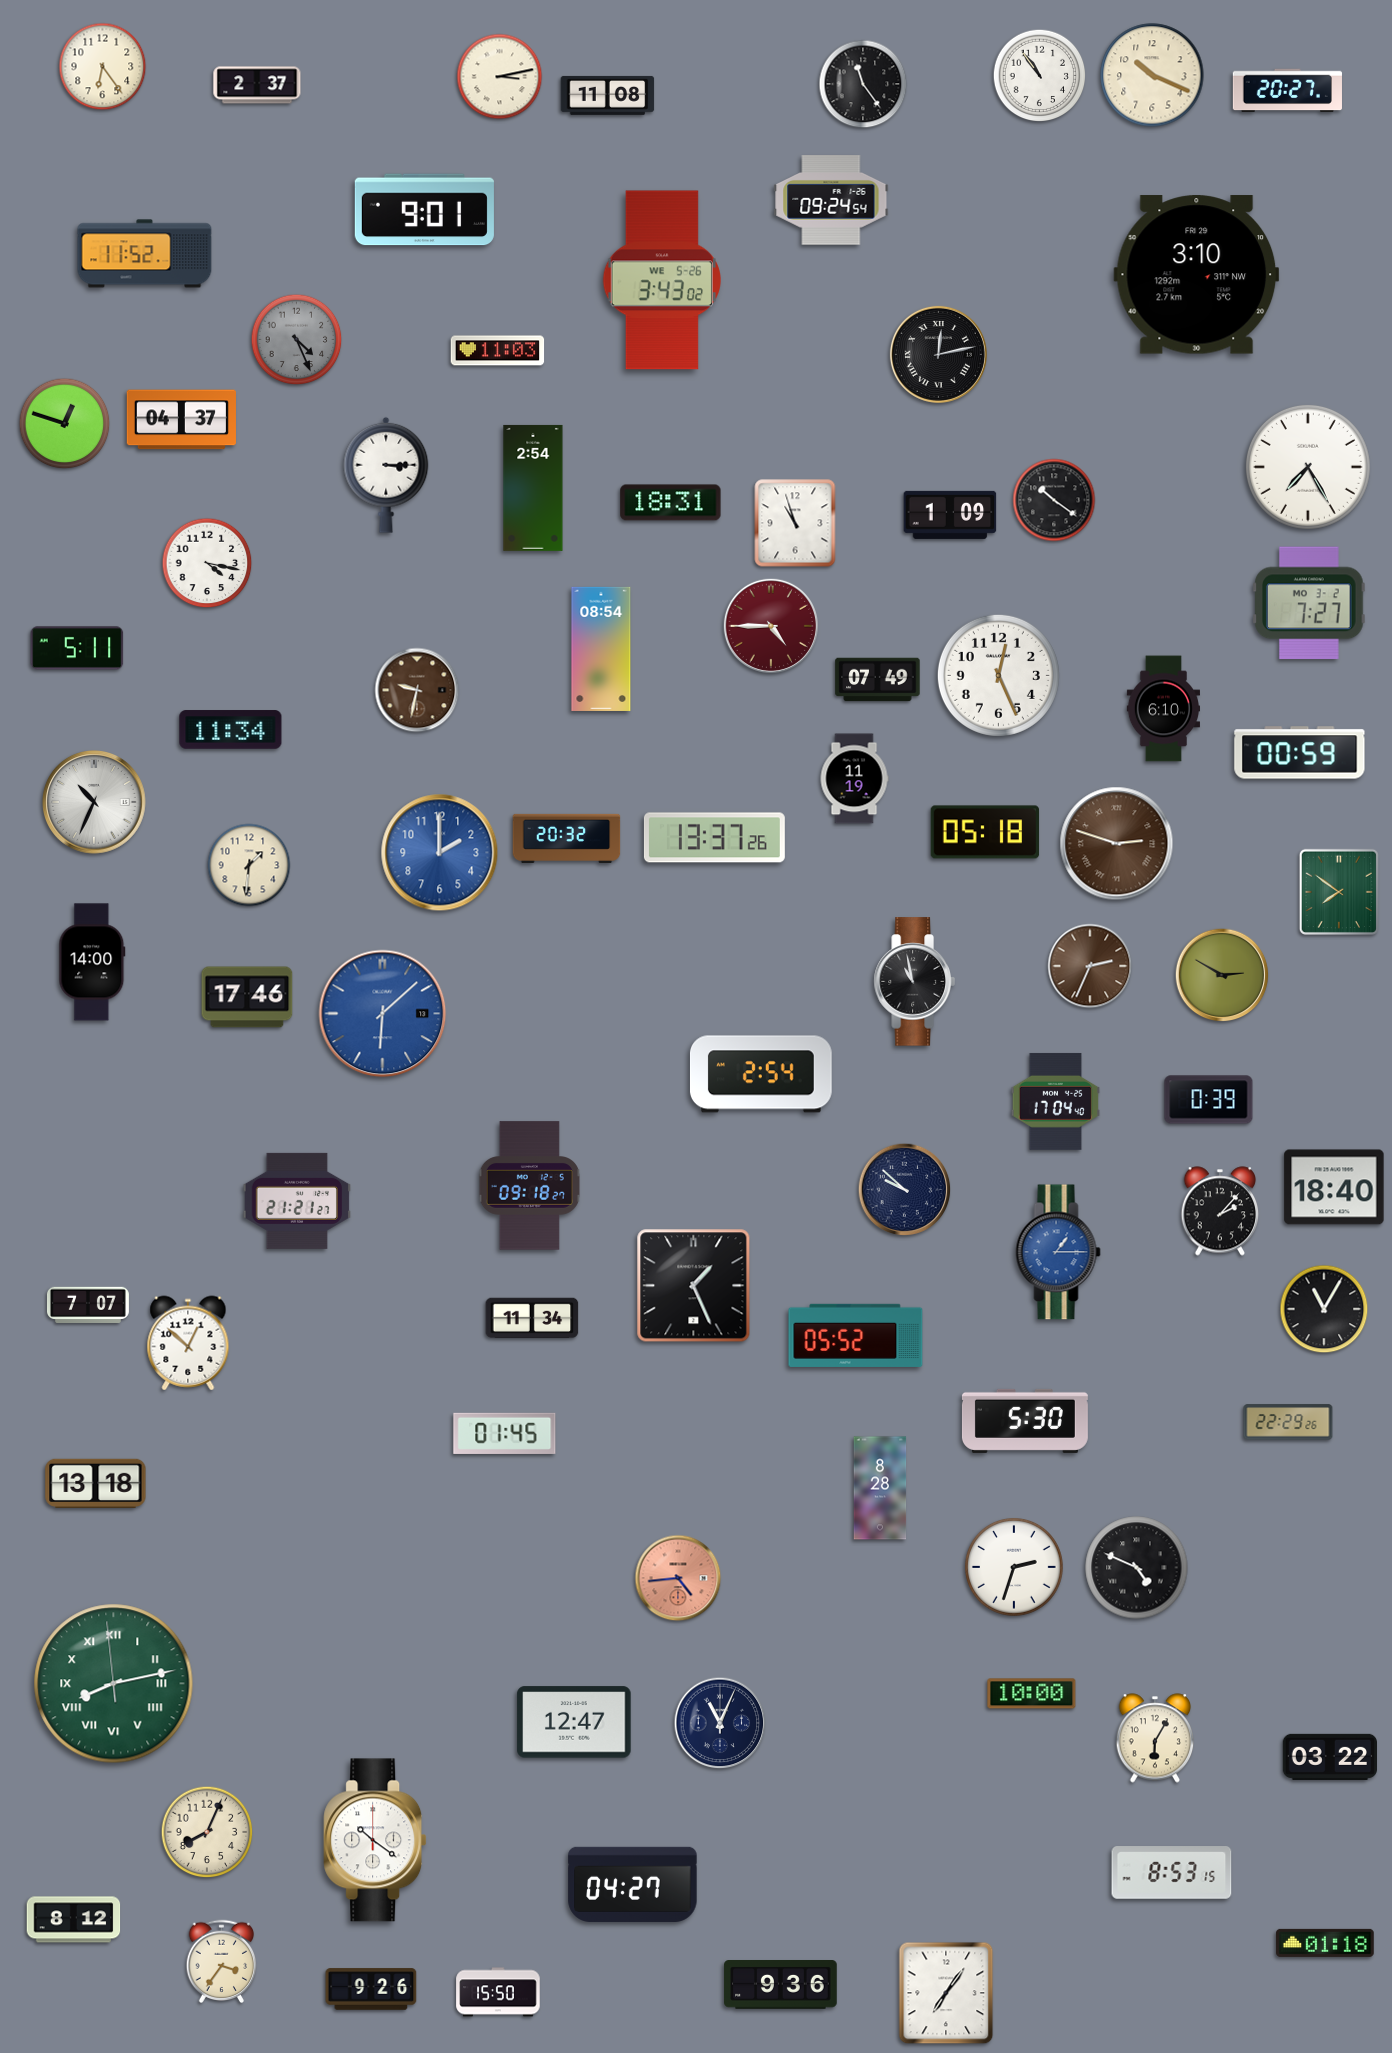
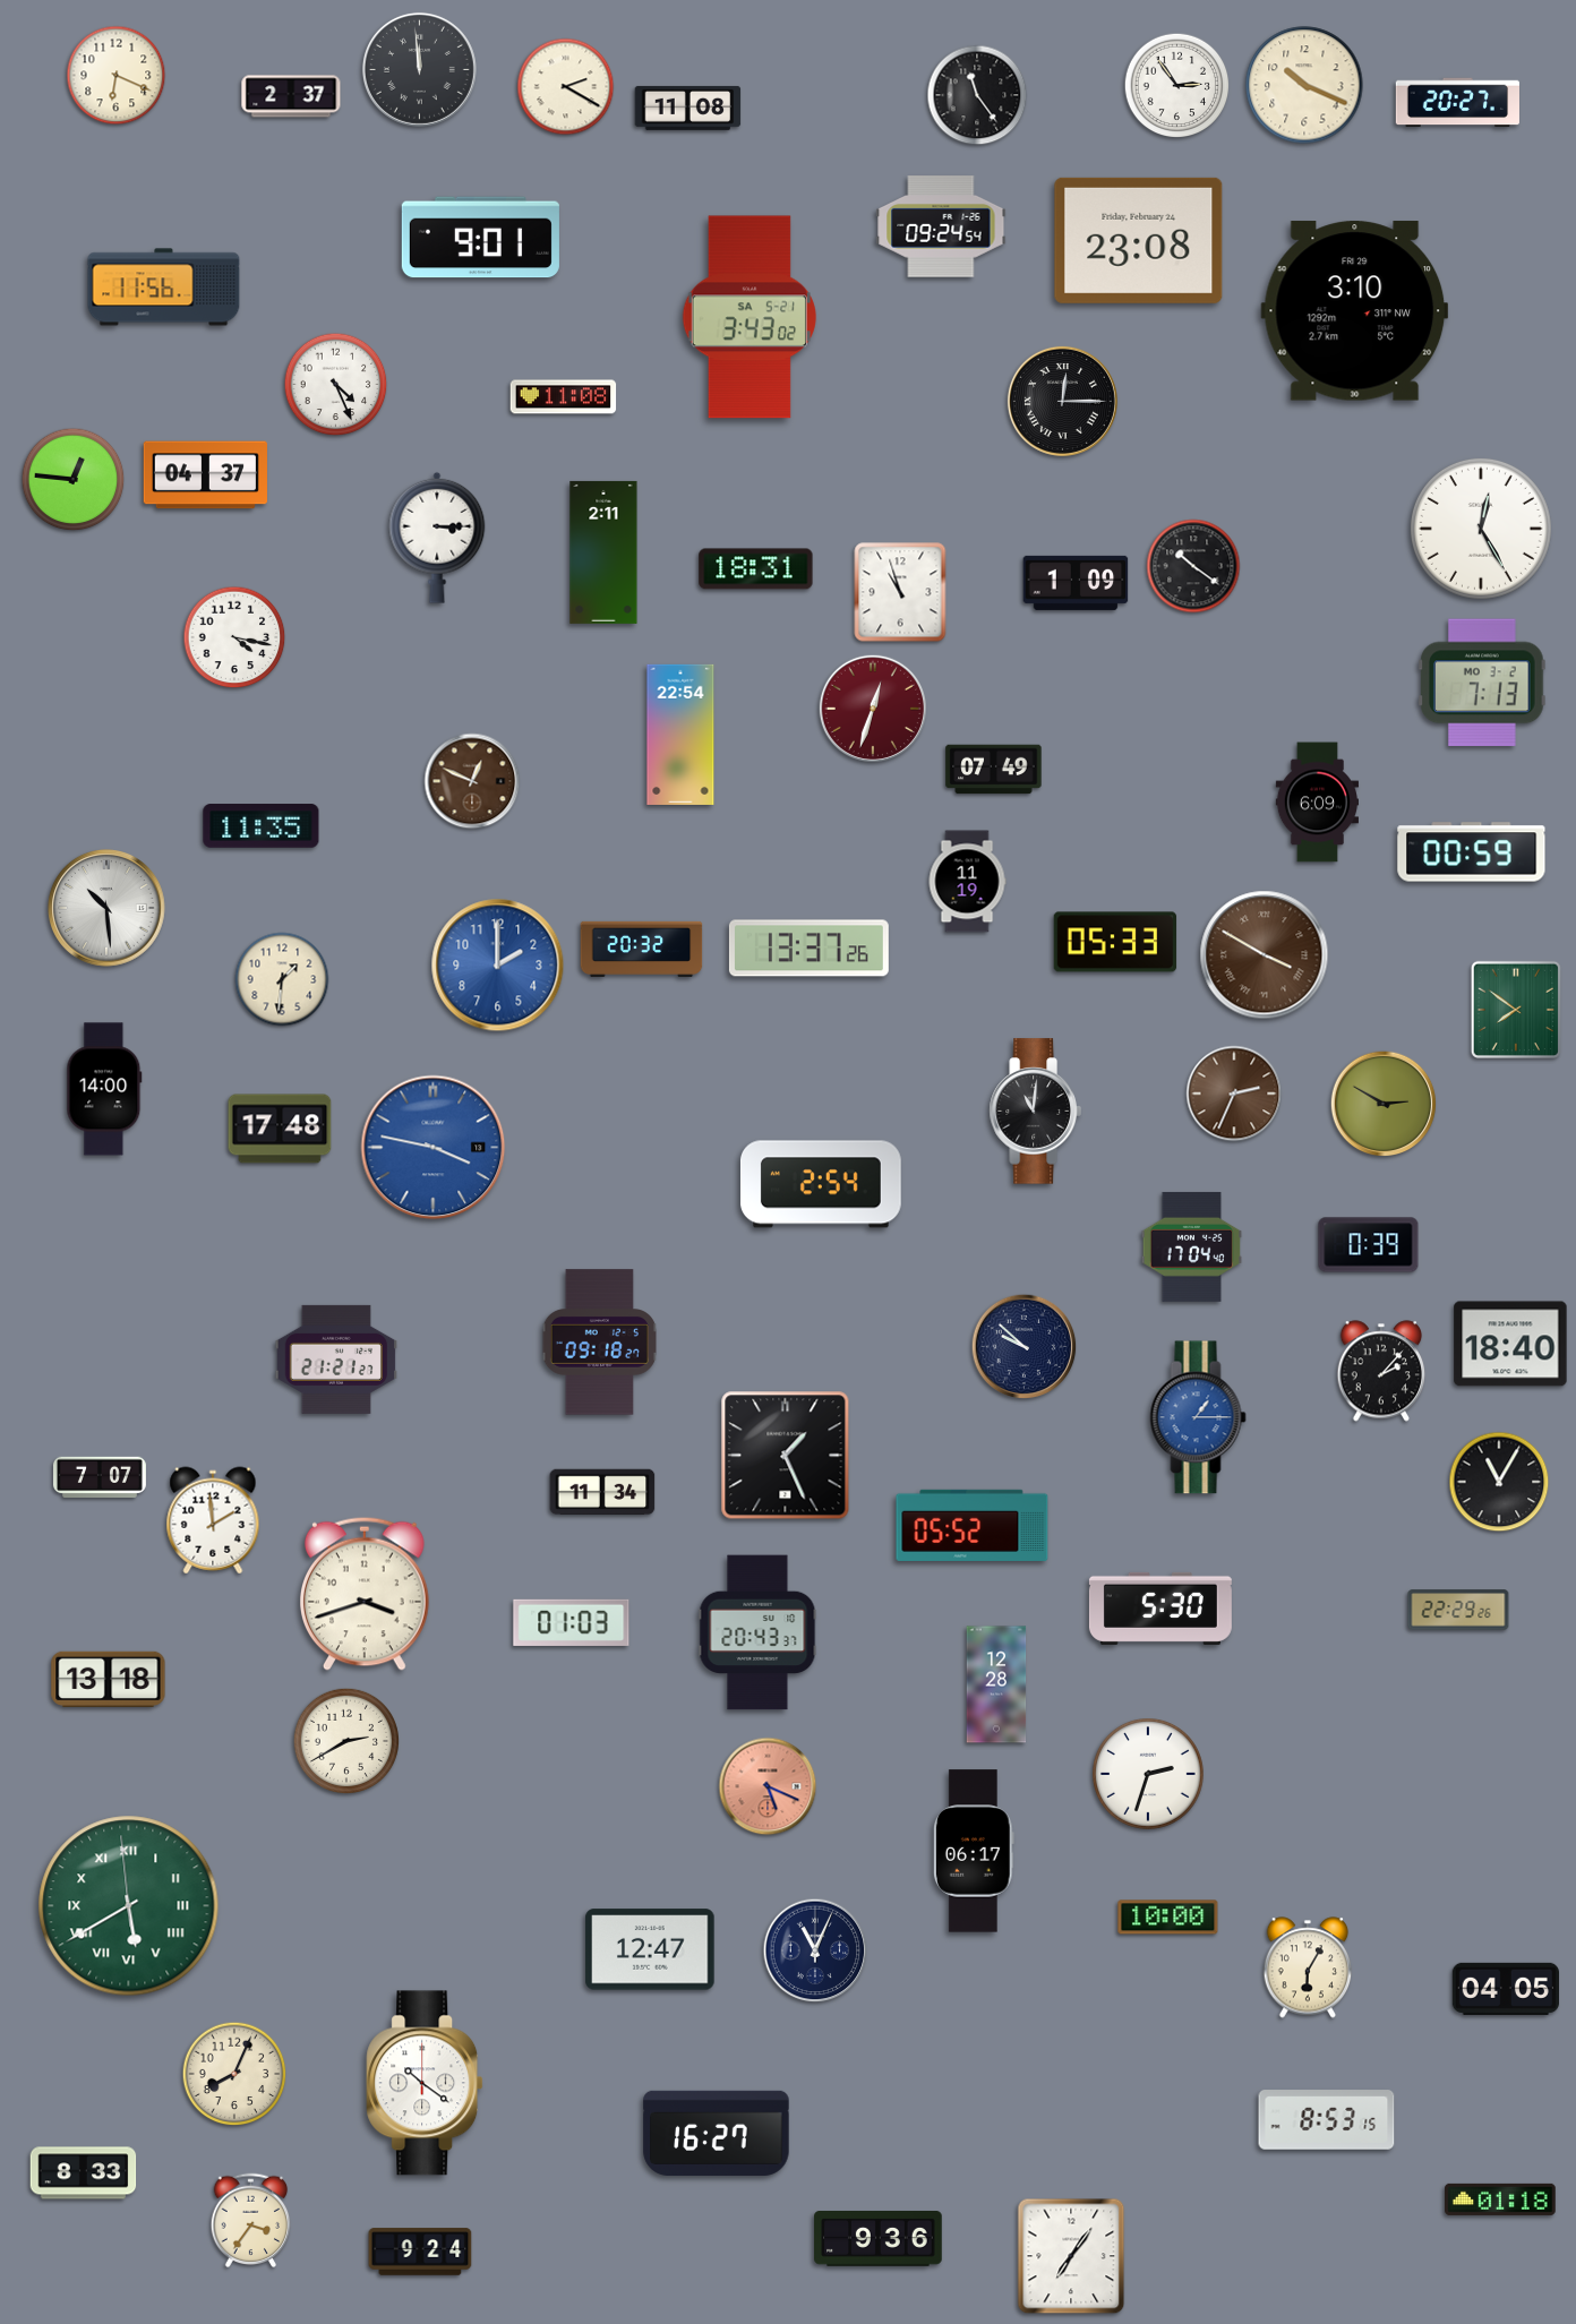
clock at (419, 69): none -> 11:59
clock at (103, 67): 6:24 -> 6:19
clock at (1040, 76): 10:54 -> 2:54
clock at (500, 77): 3:13 -> 2:20
clock at (1139, 240): none -> 23:08
clock at (145, 254): 11:52 -> 11:56
clock at (662, 280) date: WE 5-26 -> SA 5-21
clock at (297, 340) dial: grey -> white
clock at (498, 351): 11:03 -> 11:08
clock at (938, 354): 12:13 -> 12:15
clock at (65, 424): 12:48 -> 12:46
clock at (1308, 467): 7:25 -> 12:25
clock at (533, 488): 2:54 -> 2:11
clock at (671, 503) position: (671, 503) -> (756, 569)
clock at (1309, 603): 7:27 -> 7:13
clock at (770, 625): 4:45 -> 12:33
clock at (77, 648): 5:11 -> none
clock at (601, 649): 08:54 -> 22:54
clock at (998, 675): 12:26 -> none
clock at (417, 690): 9:32 -> 12:49
clock at (1163, 709): 6:10 -> 6:09
clock at (231, 730): 11:34 -> 11:35
clock at (95, 803): 10:34 -> 10:29
clock at (985, 832): 05:18 -> 05:33
clock at (1117, 844): 2:48 -> 3:50
clock at (914, 982): 10:58 -> 11:01
clock at (247, 997): 17:46 -> 17:48
clock at (383, 1014): 6:08 -> 3:47
clock at (761, 1074) position: (761, 1074) -> (821, 1184)
clock at (1056, 1101) position: (1056, 1101) -> (1192, 1246)
clock at (856, 1335) position: (856, 1335) -> (973, 1525)
clock at (188, 1343): 12:52 -> 1:59
clock at (365, 1594): none -> 3:42
clock at (505, 1433): 01:45 -> 01:03
clock at (757, 1632): none -> 20:43
clock at (880, 1488): 8:28 -> 12:28
clock at (345, 1740): none -> 2:40
clock at (1137, 1568): 4:49 -> none
clock at (678, 1578): 4:44 -> 5:19
clock at (974, 1851): none -> 06:17
clock at (114, 1684): 8:12 -> 5:39
clock at (1329, 1757): 03:22 -> 04:05
clock at (633, 1884): 04:27 -> 16:27
clock at (74, 1920): 8:12 -> 8:33
clock at (781, 1985) position: (781, 1985) -> (879, 2239)
clock at (371, 1989): 9:26 -> 9:24
clock at (498, 1992): 15:50 -> none
